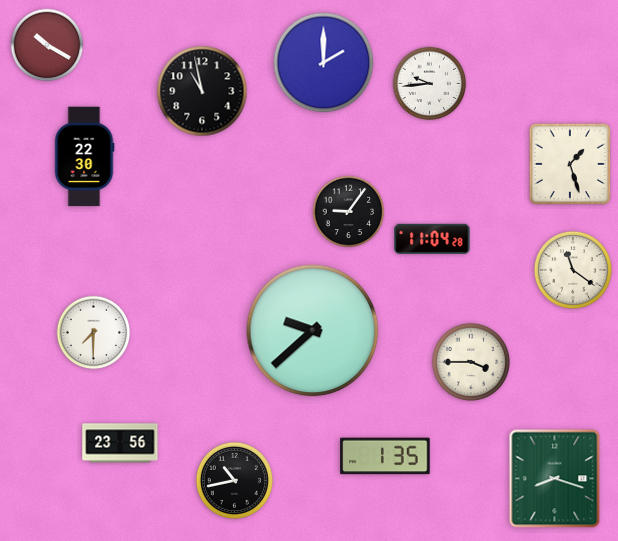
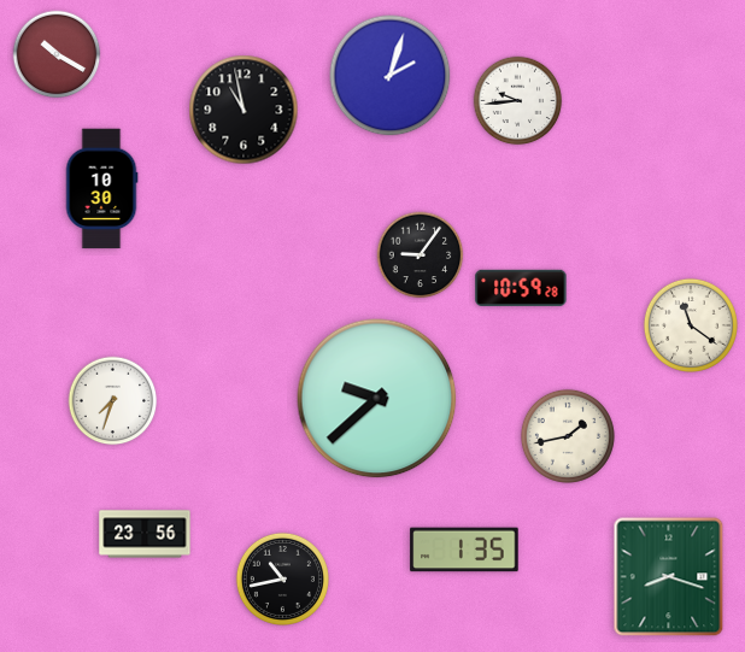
clock at (324, 63): 2:00 -> 2:03
clock at (84, 157): 22:30 -> 10:30
clock at (569, 164): 1:27 -> none
clock at (432, 238): 11:04 -> 10:59
clock at (94, 333): 7:30 -> 7:33
clock at (471, 362): 3:45 -> 1:43
